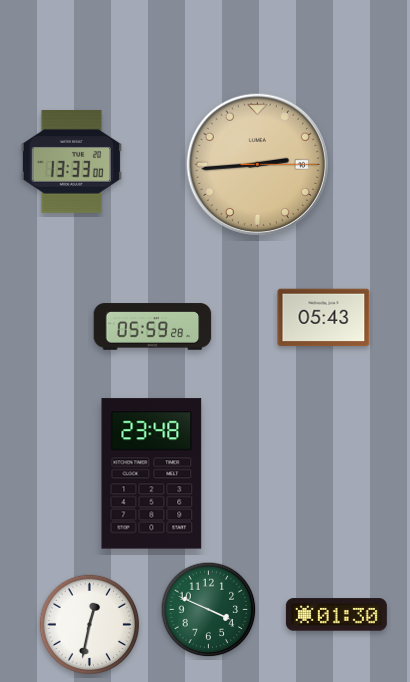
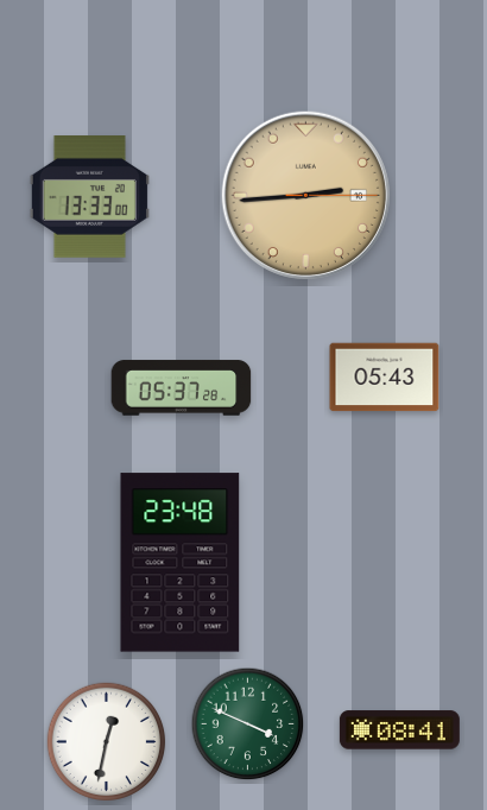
clock at (71, 162) position: (71, 162) -> (89, 197)
clock at (153, 327): 05:59 -> 05:37
clock at (336, 615): 01:30 -> 08:41
